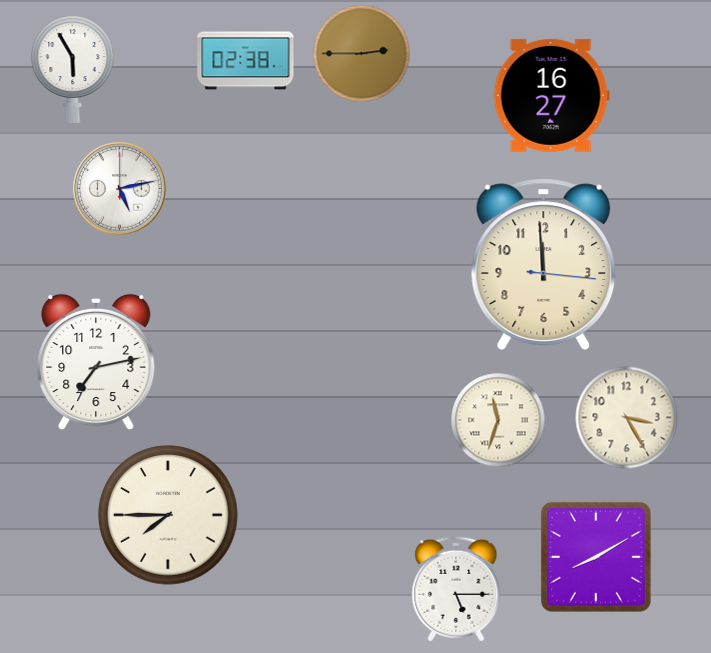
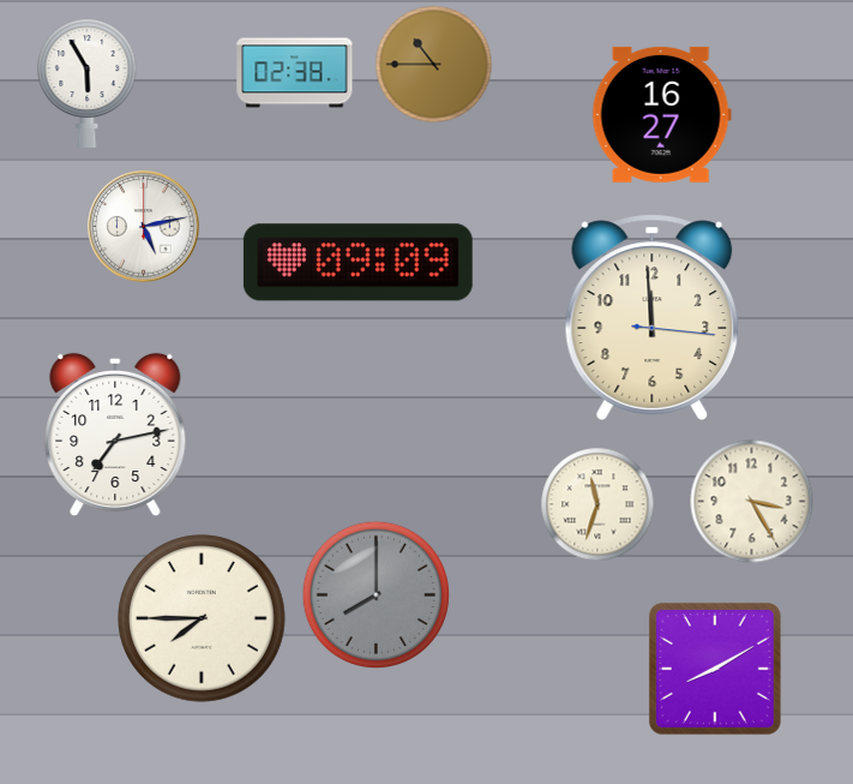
clock at (362, 54): 2:45 -> 10:45
clock at (358, 263): none -> 09:09
clock at (377, 596): none -> 8:00
clock at (456, 589): 5:15 -> none
